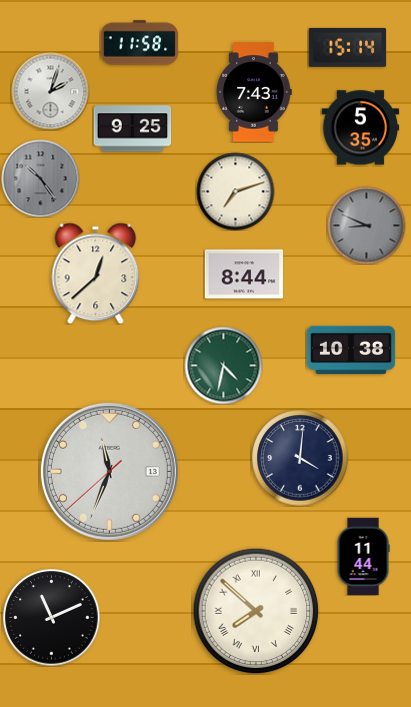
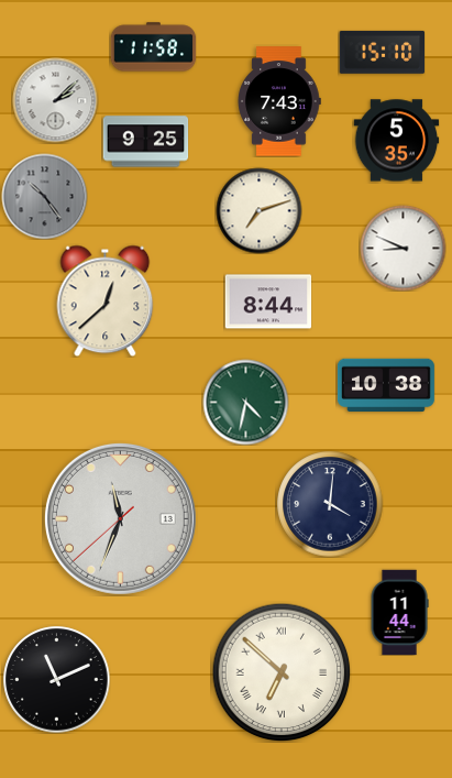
clock at (347, 47): 15:14 -> 15:10
clock at (50, 91): 2:03 -> 2:08
clock at (366, 225) dial: grey -> white
clock at (256, 611): 7:52 -> 6:52
